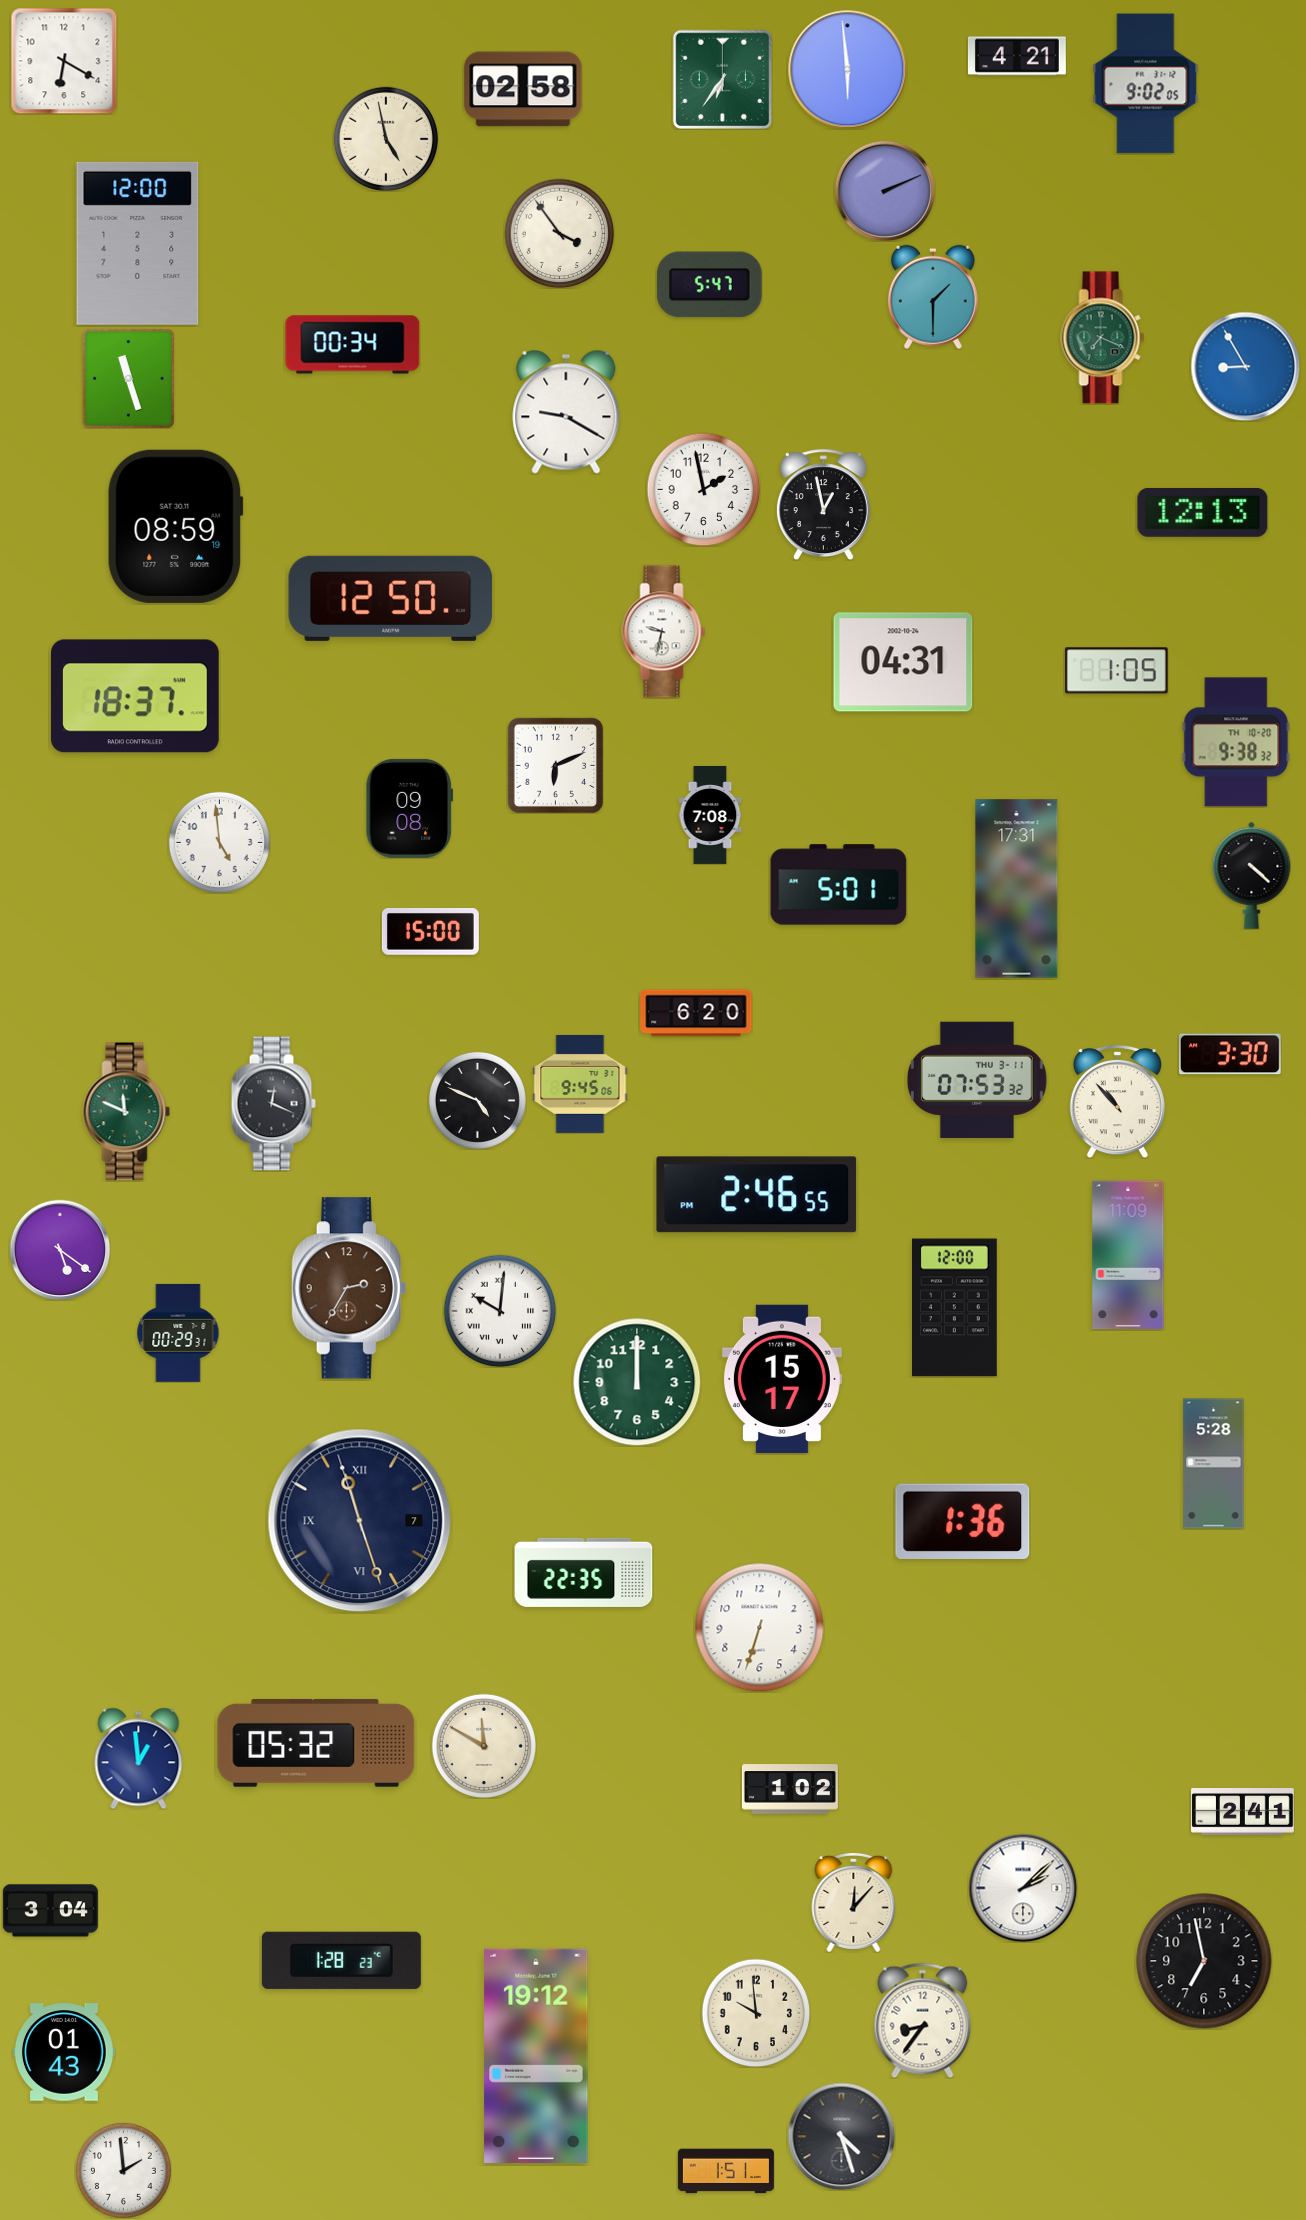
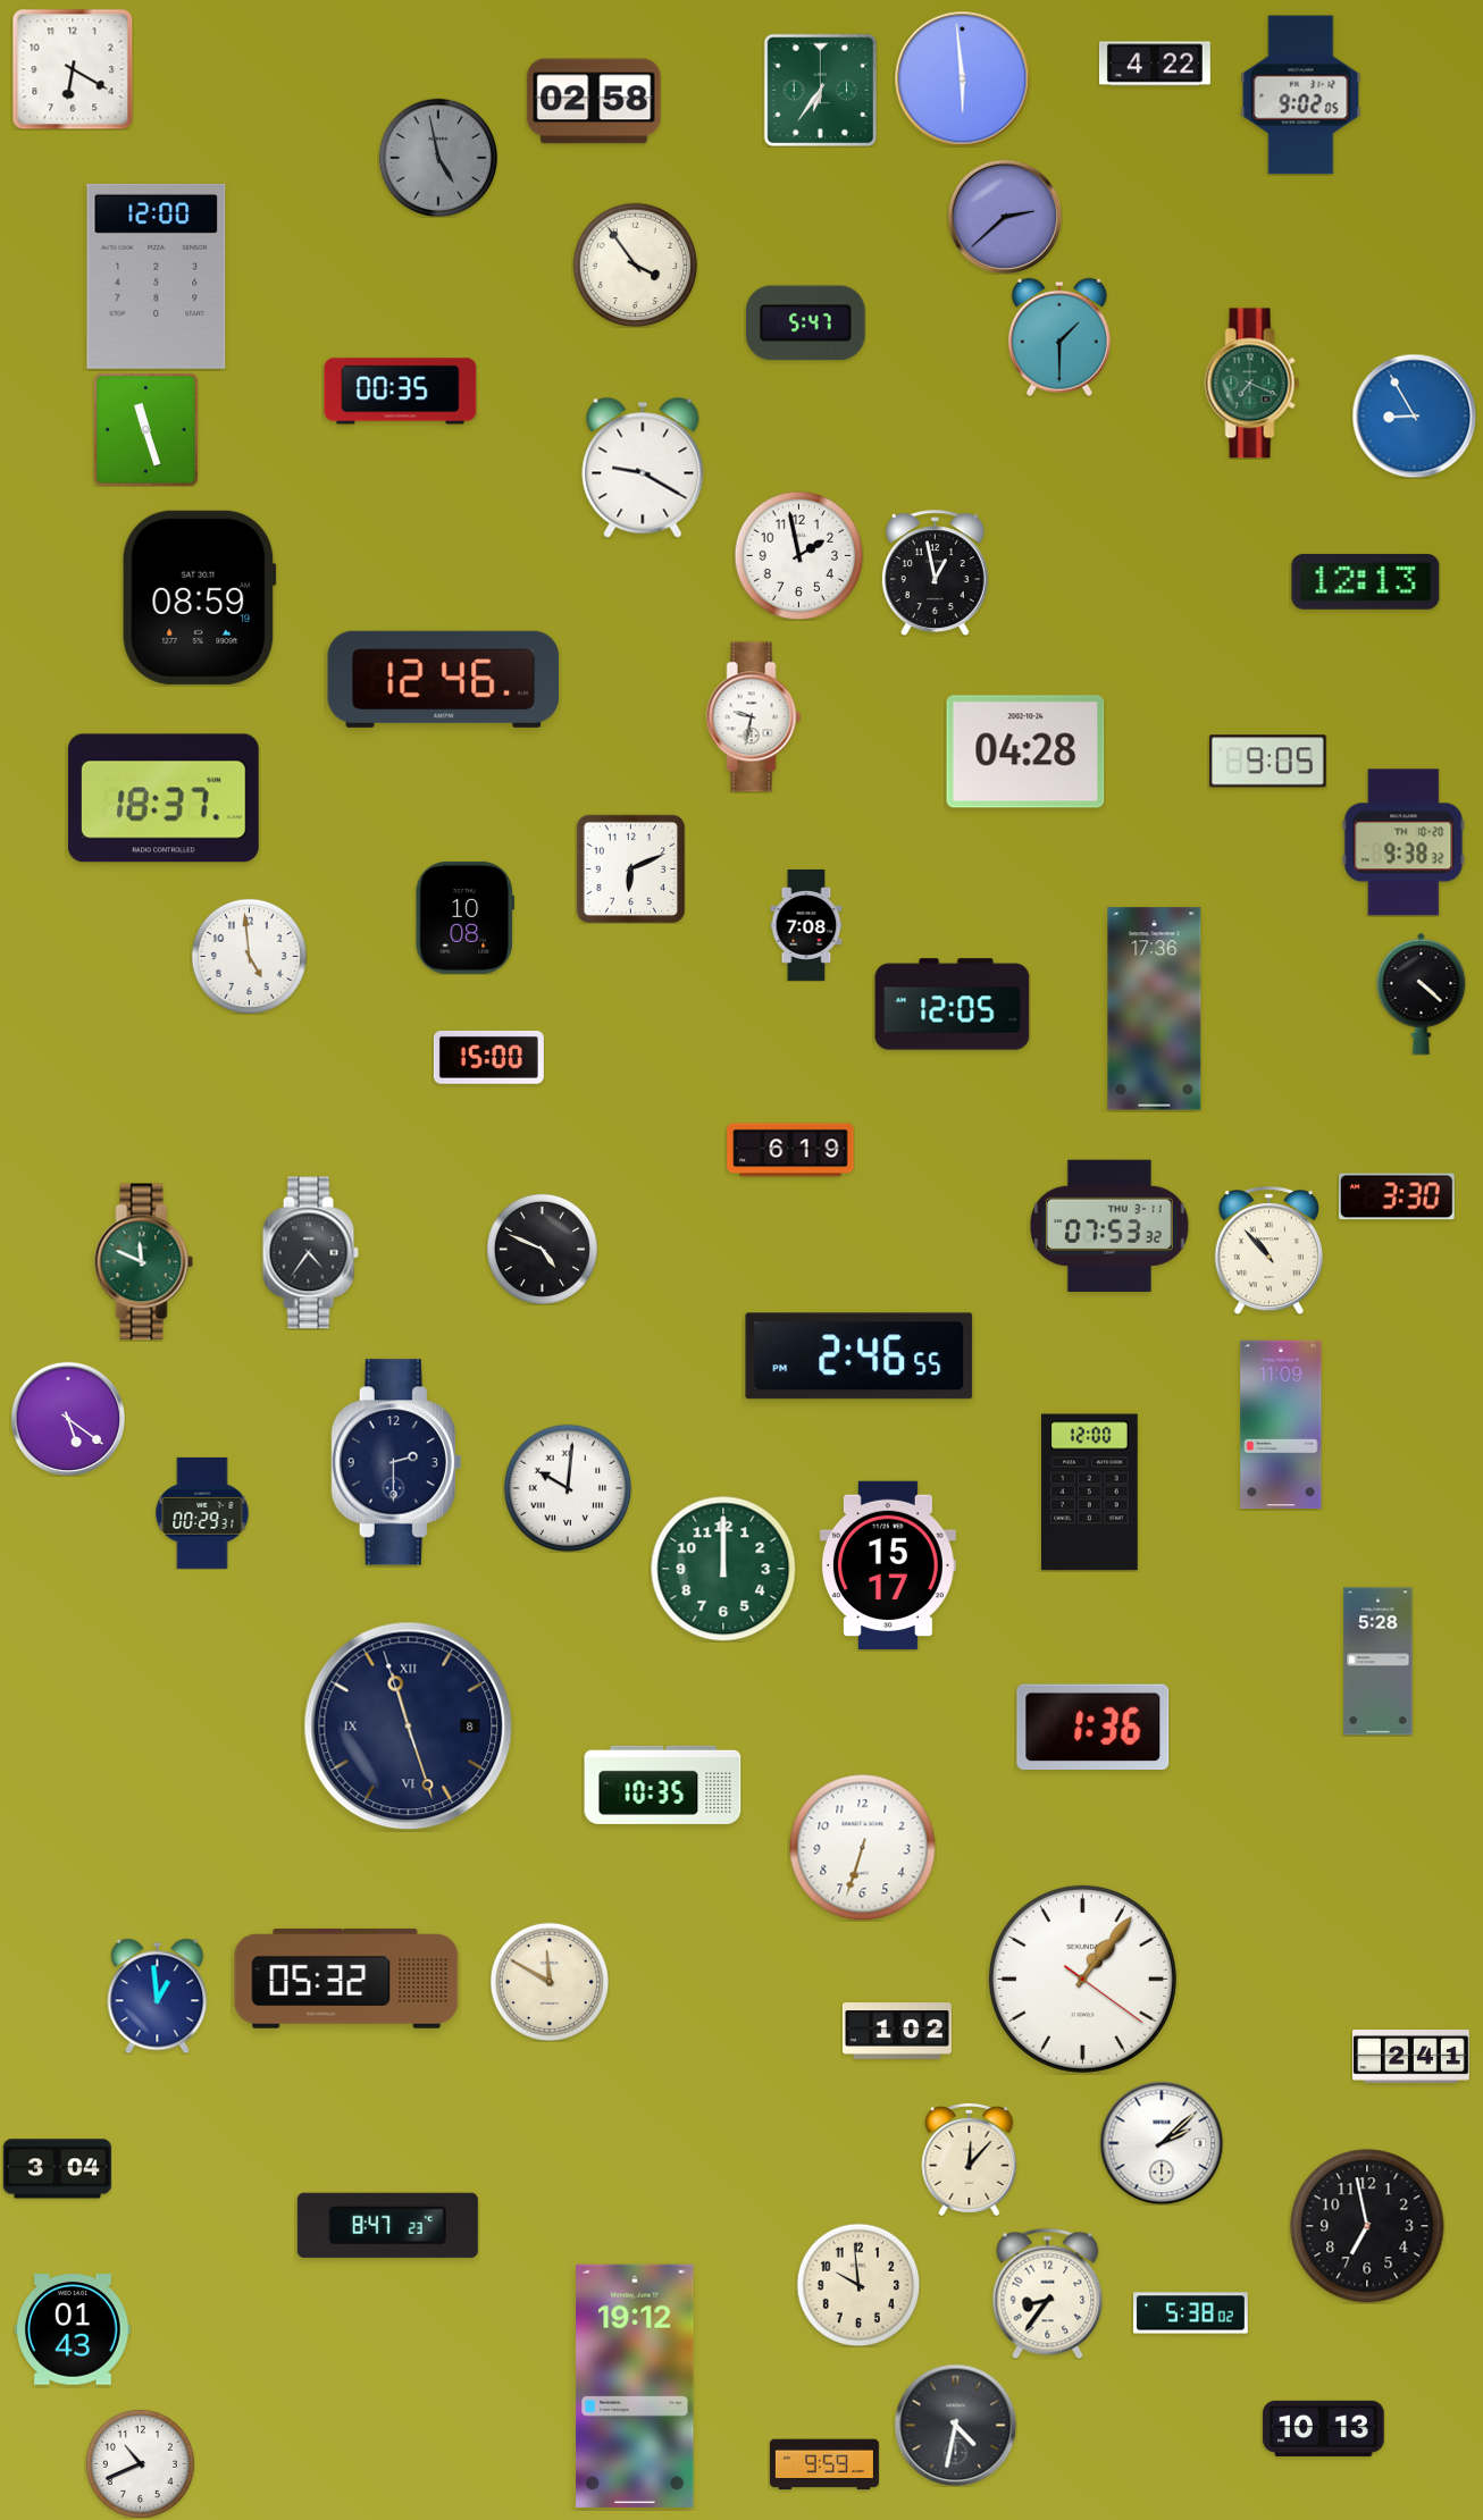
clock at (1017, 56): 4:21 -> 4:22
clock at (386, 139) dial: cream -> grey
clock at (885, 191): 2:11 -> 2:38
clock at (353, 345): 00:34 -> 00:35
clock at (391, 598): 12:50 -> 12:46
clock at (903, 662): 04:31 -> 04:28
clock at (1116, 671): 1:05 -> 9:05
clock at (135, 696) position: (135, 696) -> (164, 798)
clock at (409, 808): 09:08 -> 10:08
clock at (839, 885): 5:01 -> 12:05
clock at (1017, 889): 17:31 -> 17:36
clock at (696, 1013): 6:20 -> 6:19
clock at (580, 1084): 9:45 -> none
clock at (273, 1104): 12:19 -> 4:36
clock at (349, 1288): 2:35 -> 2:30
clock at (349, 1288) dial: brown -> navy
clock at (955, 1308) position: (955, 1308) -> (1090, 1493)
clock at (360, 1521) date: 7 -> 8
clock at (584, 1572): 22:35 -> 10:35
clock at (316, 1743) position: (316, 1743) -> (346, 1979)
clock at (1082, 1979): none -> 1:06
clock at (341, 1960): 1:28 -> 8:47
clock at (1191, 2313): none -> 5:38
clock at (536, 2056) position: (536, 2056) -> (635, 2386)
clock at (841, 2136): 4:27 -> 4:32
clock at (1324, 2428): none -> 10:13
clock at (123, 2170): 1:59 -> 10:41
clock at (726, 2171): 1:51 -> 9:59
